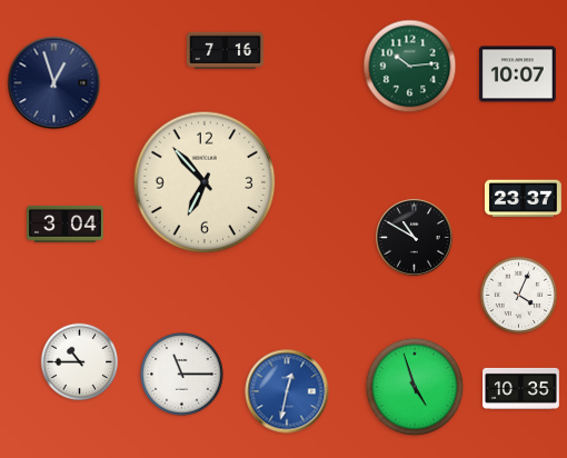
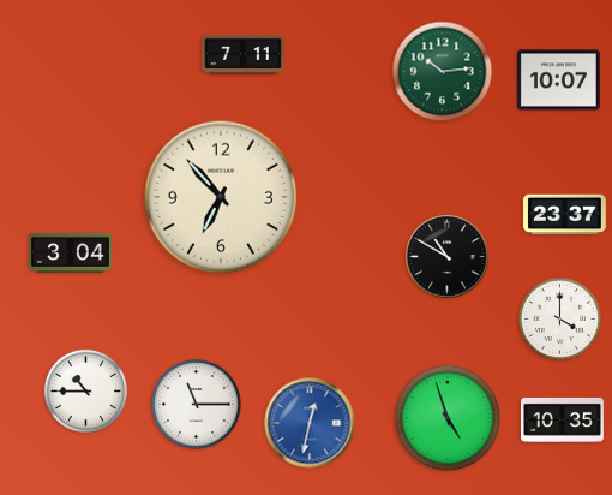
clock at (226, 50): 7:16 -> 7:11
clock at (54, 83): 12:57 -> none
clock at (66, 223) position: (66, 223) -> (71, 252)
clock at (518, 295): 4:04 -> 4:00
